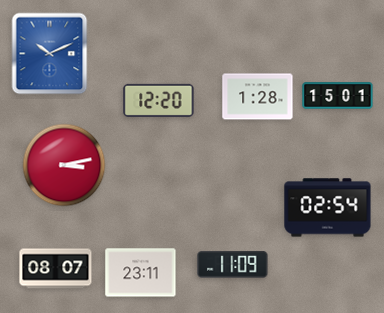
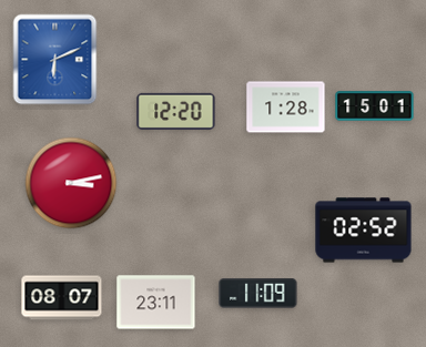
clock at (50, 54): 10:11 -> 6:11
clock at (328, 208): 02:54 -> 02:52
